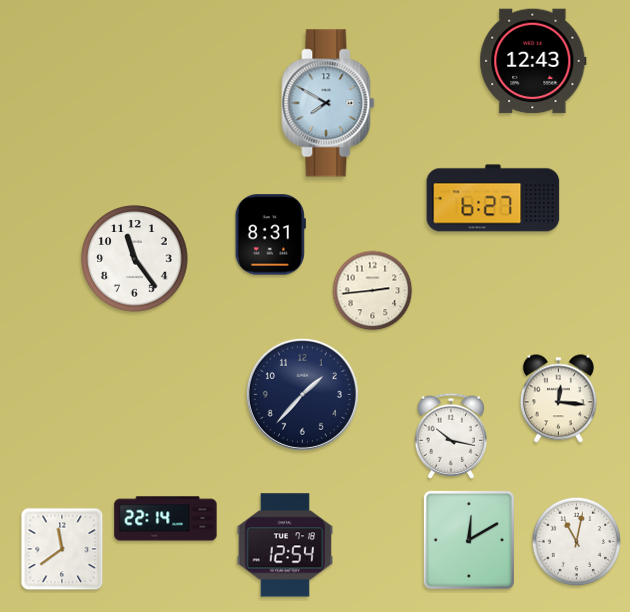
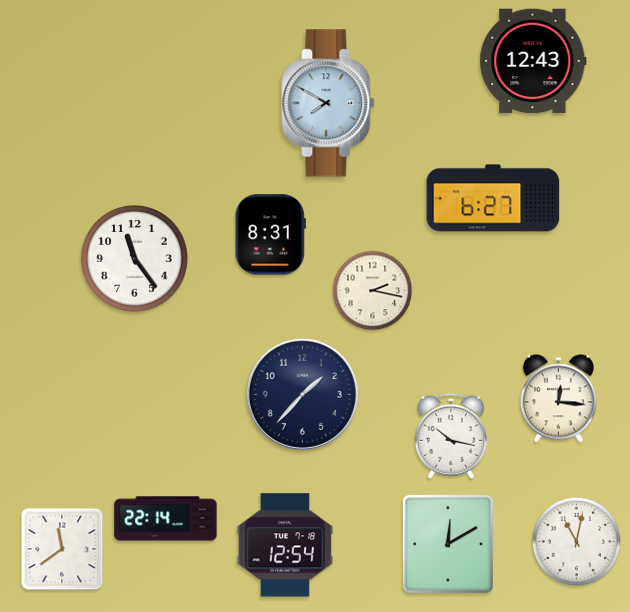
clock at (373, 291): 2:44 -> 2:17
clock at (469, 540) position: (469, 540) -> (448, 544)
